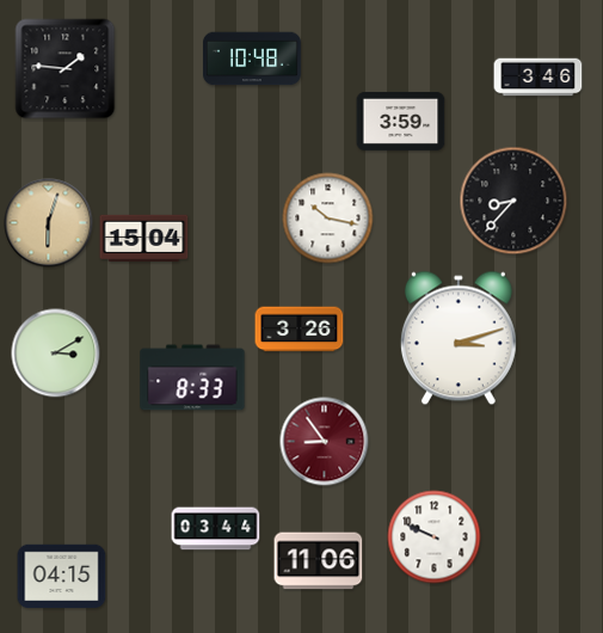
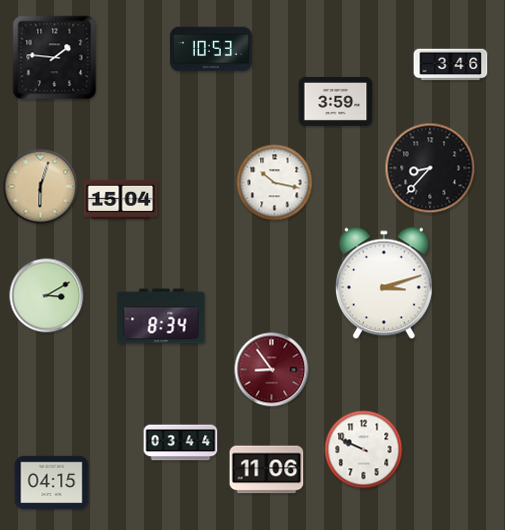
clock at (252, 59): 10:48 -> 10:53
clock at (300, 330): 3:26 -> none
clock at (192, 377): 8:33 -> 8:34
